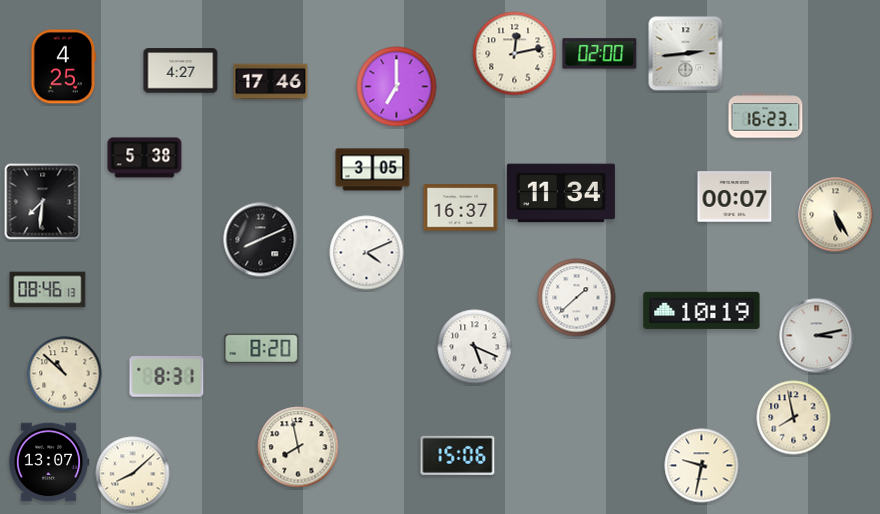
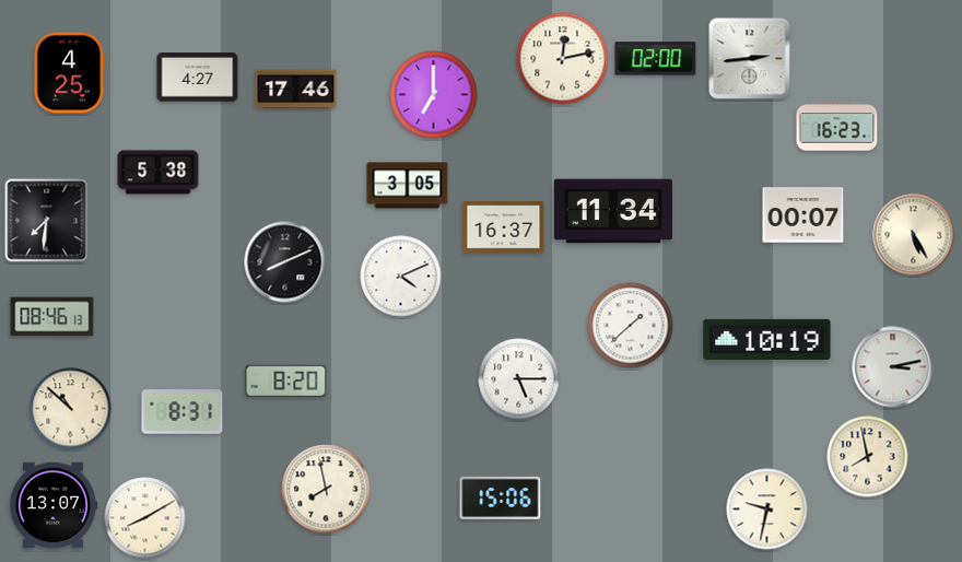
clock at (475, 347): 5:19 -> 5:15
clock at (133, 474): 8:08 -> 8:10
